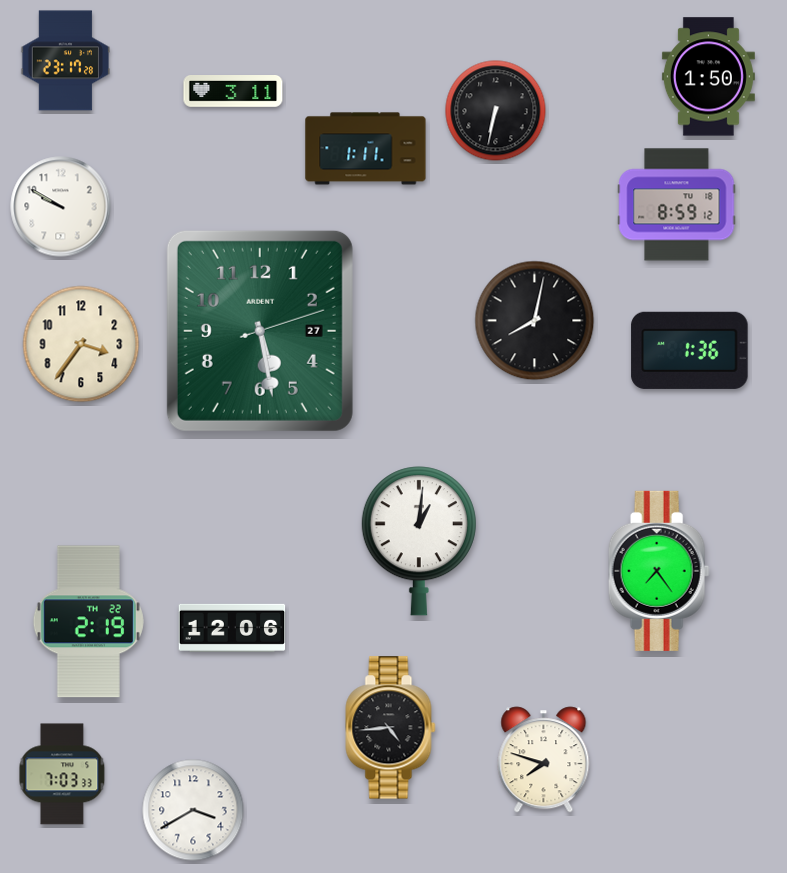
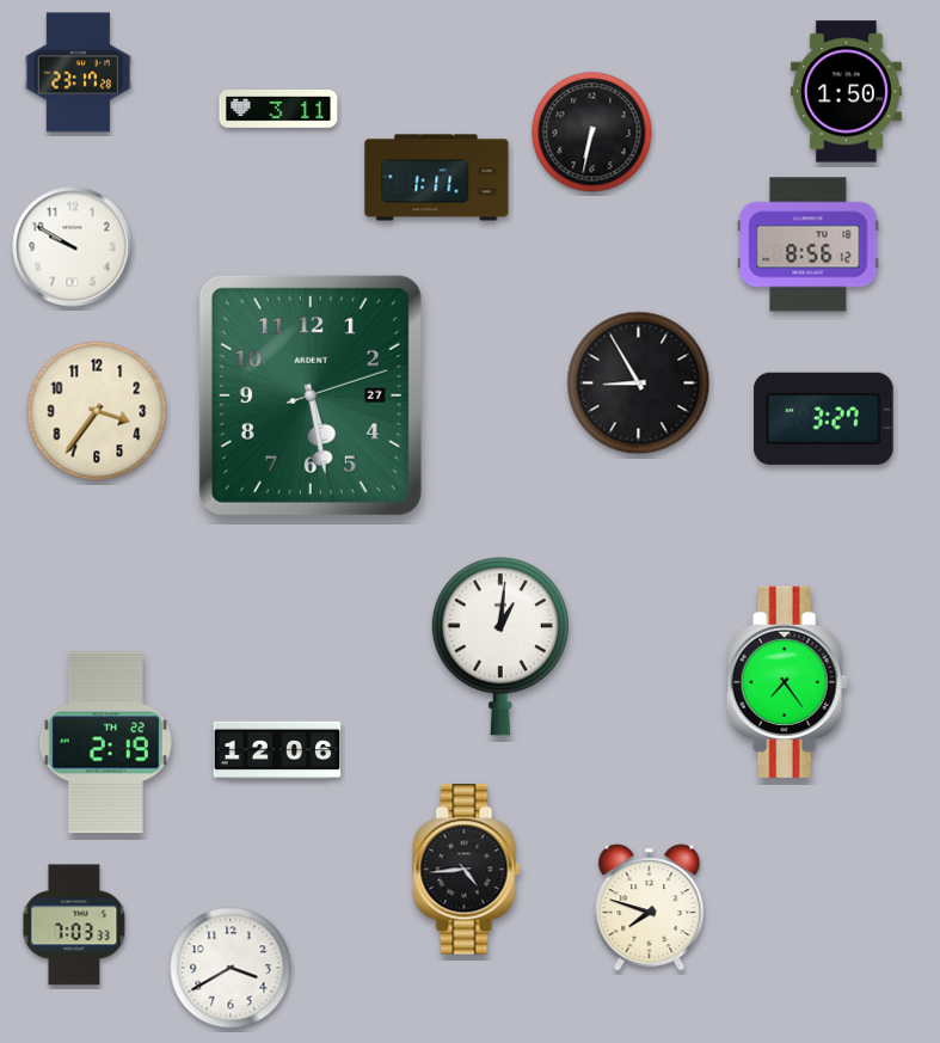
clock at (677, 205): 8:59 -> 8:56
clock at (535, 321): 8:02 -> 8:55
clock at (690, 350): 1:36 -> 3:27
